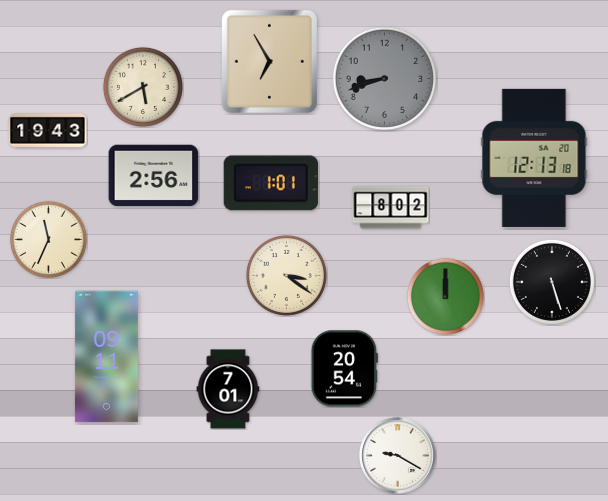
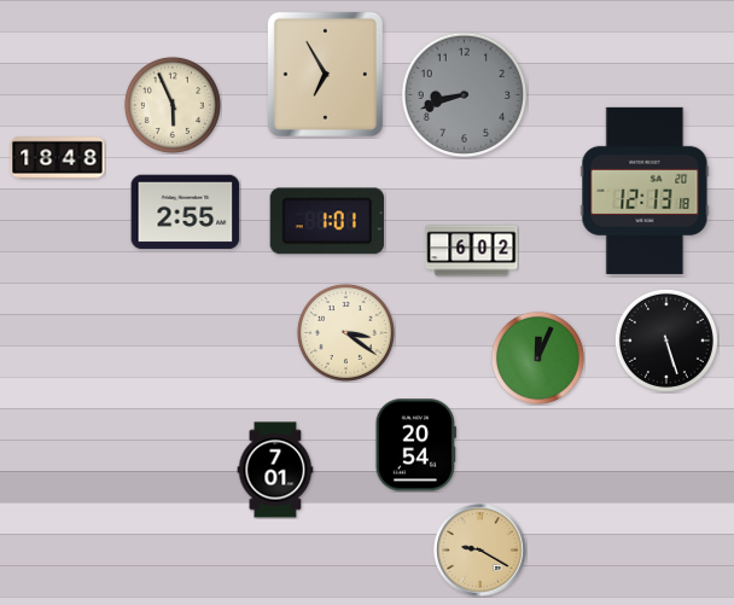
clock at (143, 87): 5:40 -> 5:56
clock at (48, 131): 19:43 -> 18:48
clock at (154, 176): 2:56 -> 2:55
clock at (391, 208): 8:02 -> 6:02
clock at (48, 239): 11:34 -> none
clock at (445, 296): 12:00 -> 12:04
clock at (106, 357): 09:11 -> none
clock at (398, 456) dial: white -> champagne
